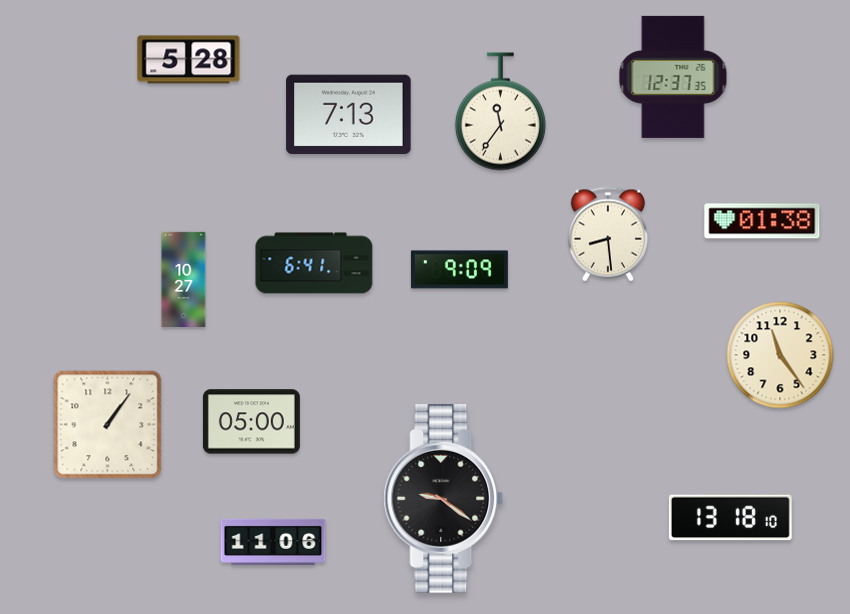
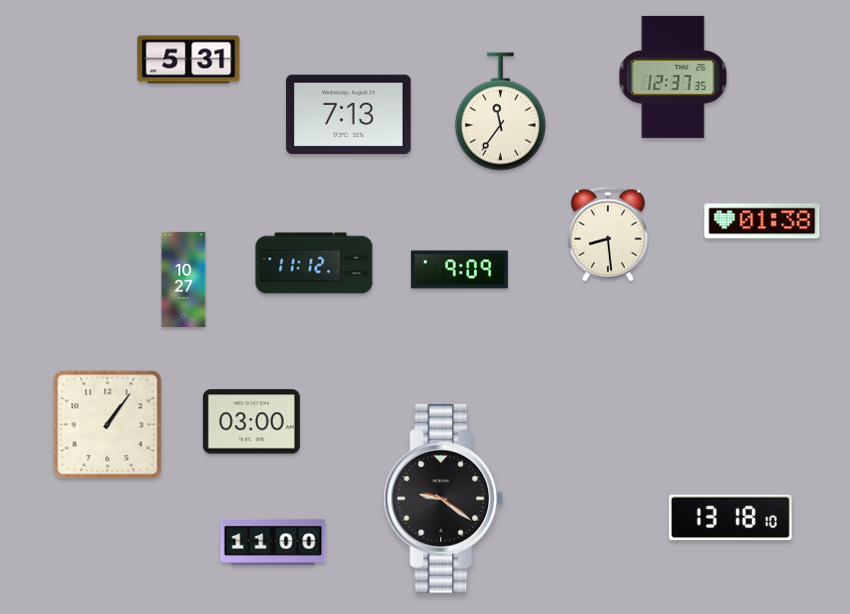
clock at (189, 60): 5:28 -> 5:31
clock at (314, 263): 6:41 -> 11:12
clock at (780, 355): 11:24 -> none
clock at (251, 422): 05:00 -> 03:00
clock at (273, 542): 11:06 -> 11:00
